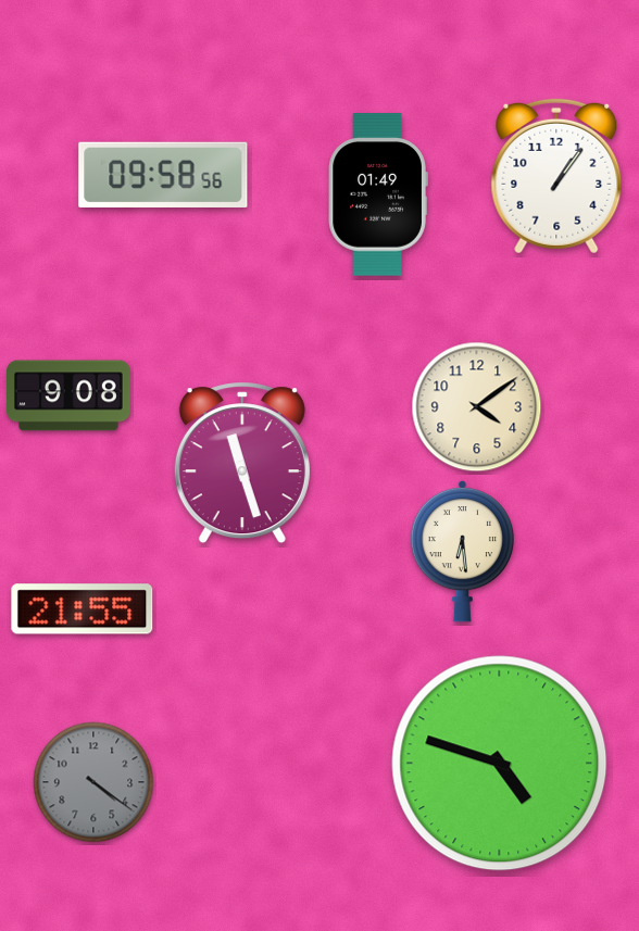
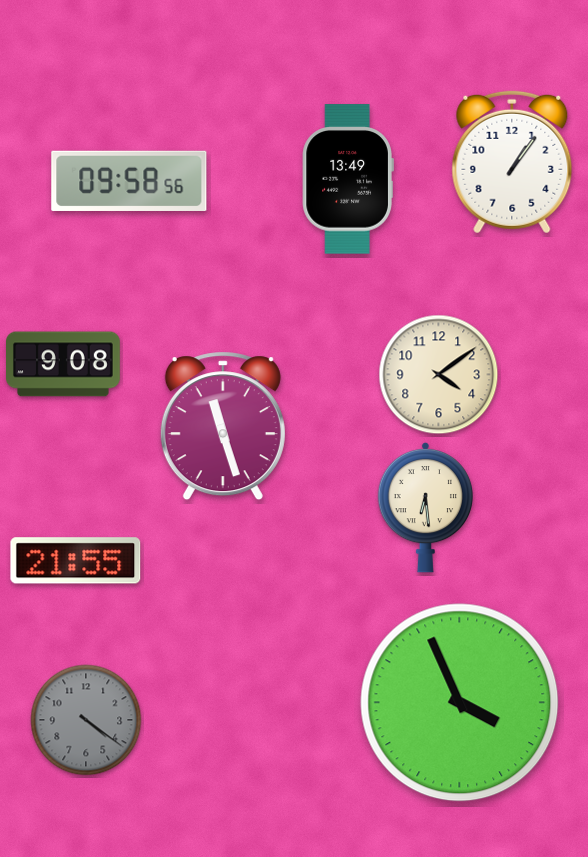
clock at (163, 175) position: (163, 175) -> (129, 181)
clock at (378, 194): 01:49 -> 13:49
clock at (500, 764): 4:48 -> 3:56
